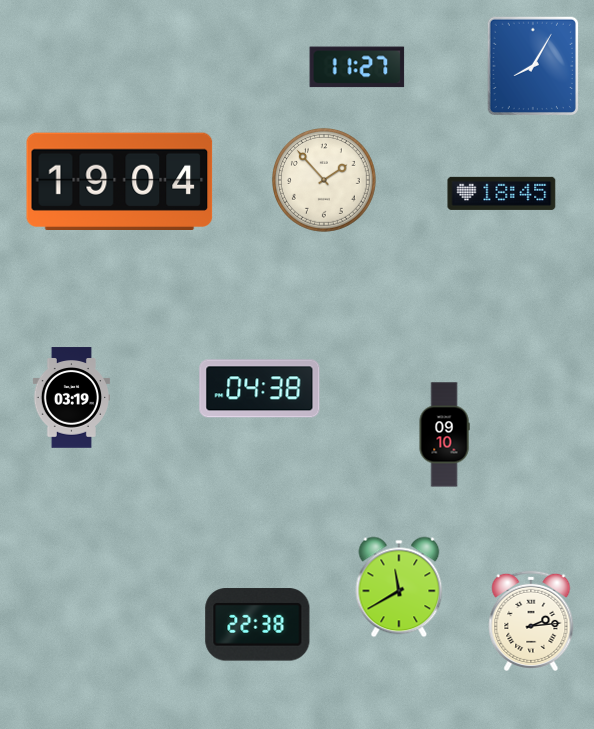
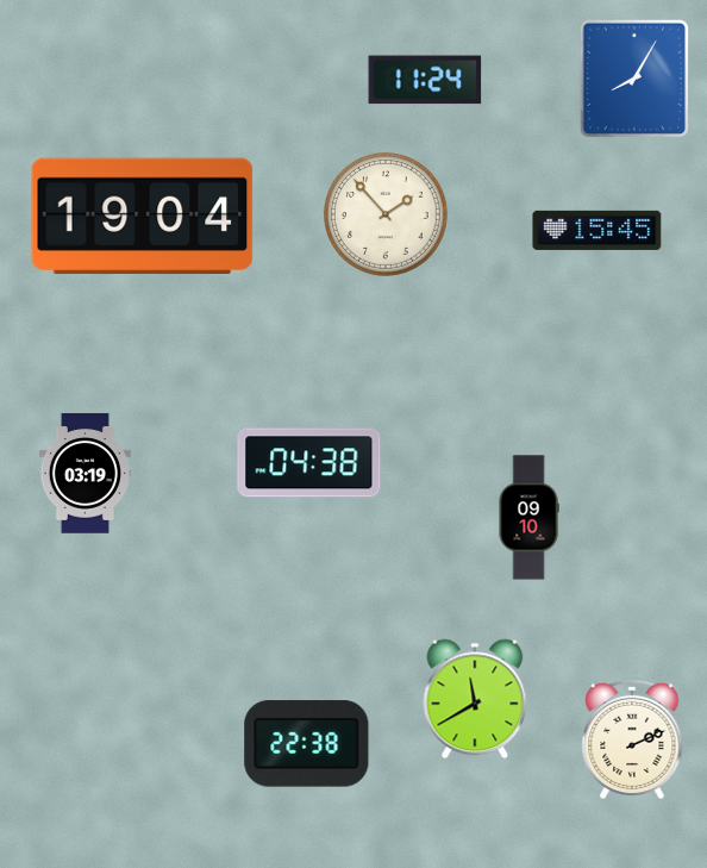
clock at (357, 67): 11:27 -> 11:24
clock at (502, 193): 18:45 -> 15:45
clock at (531, 621): 2:14 -> 2:11
